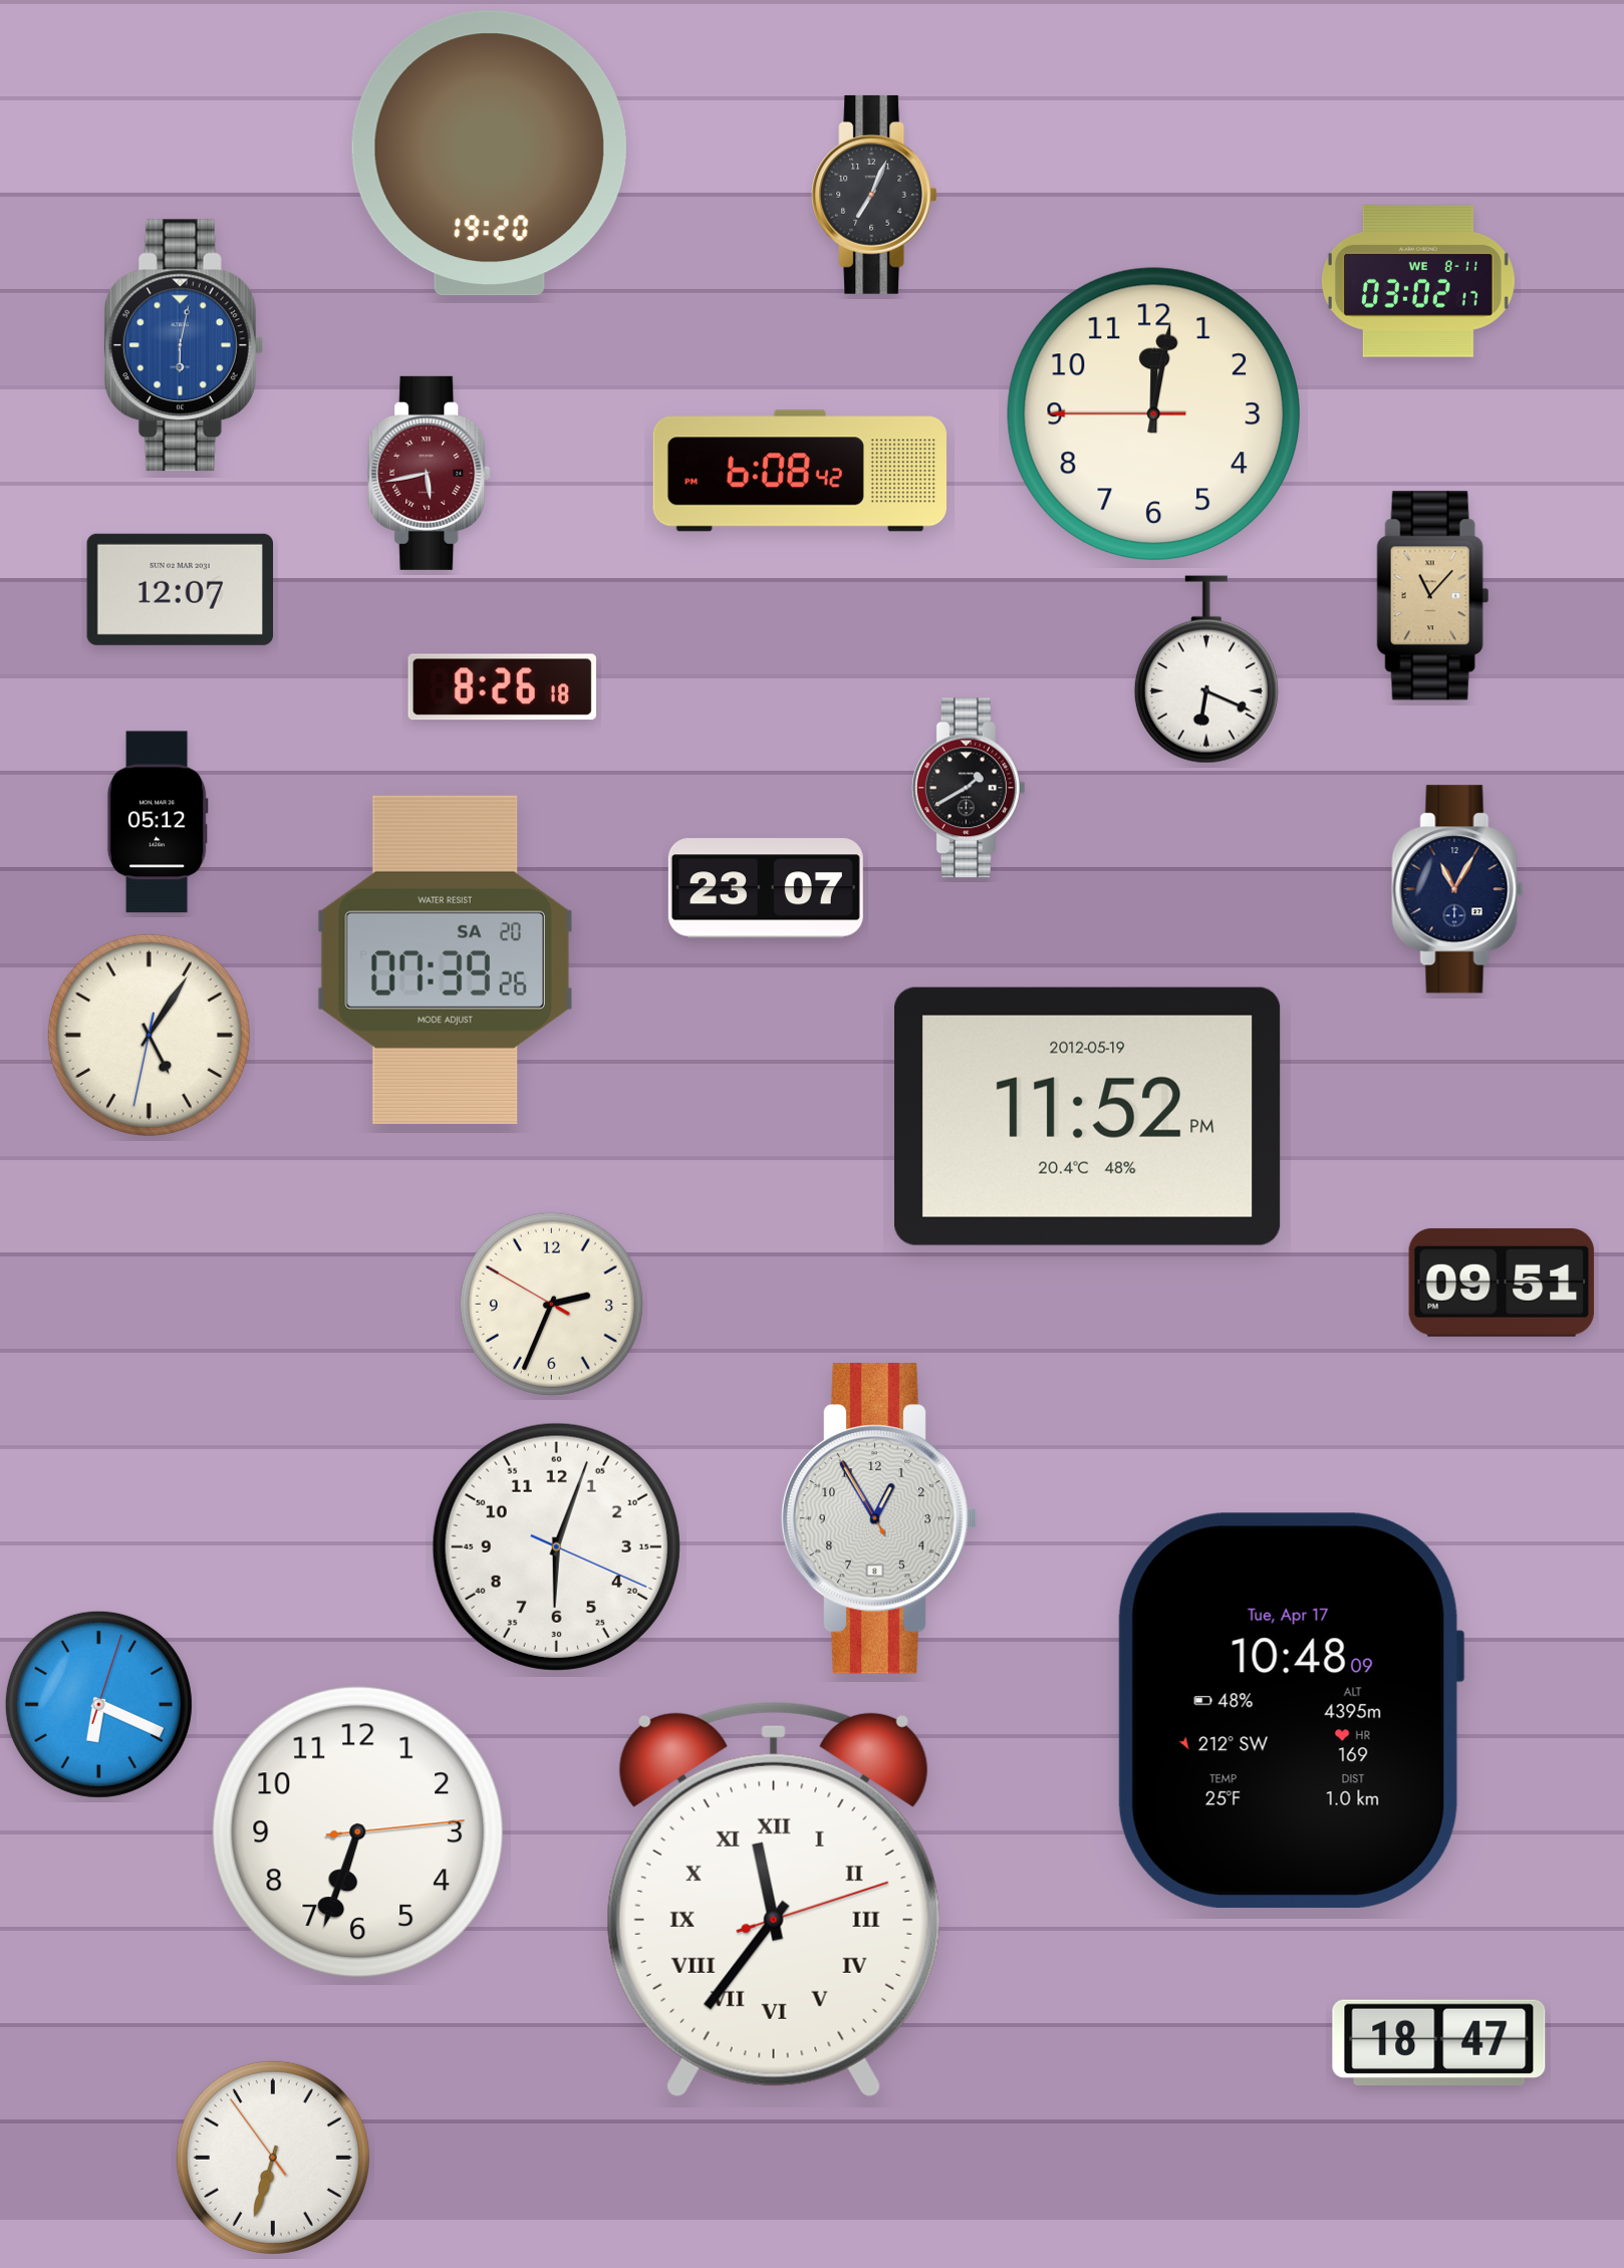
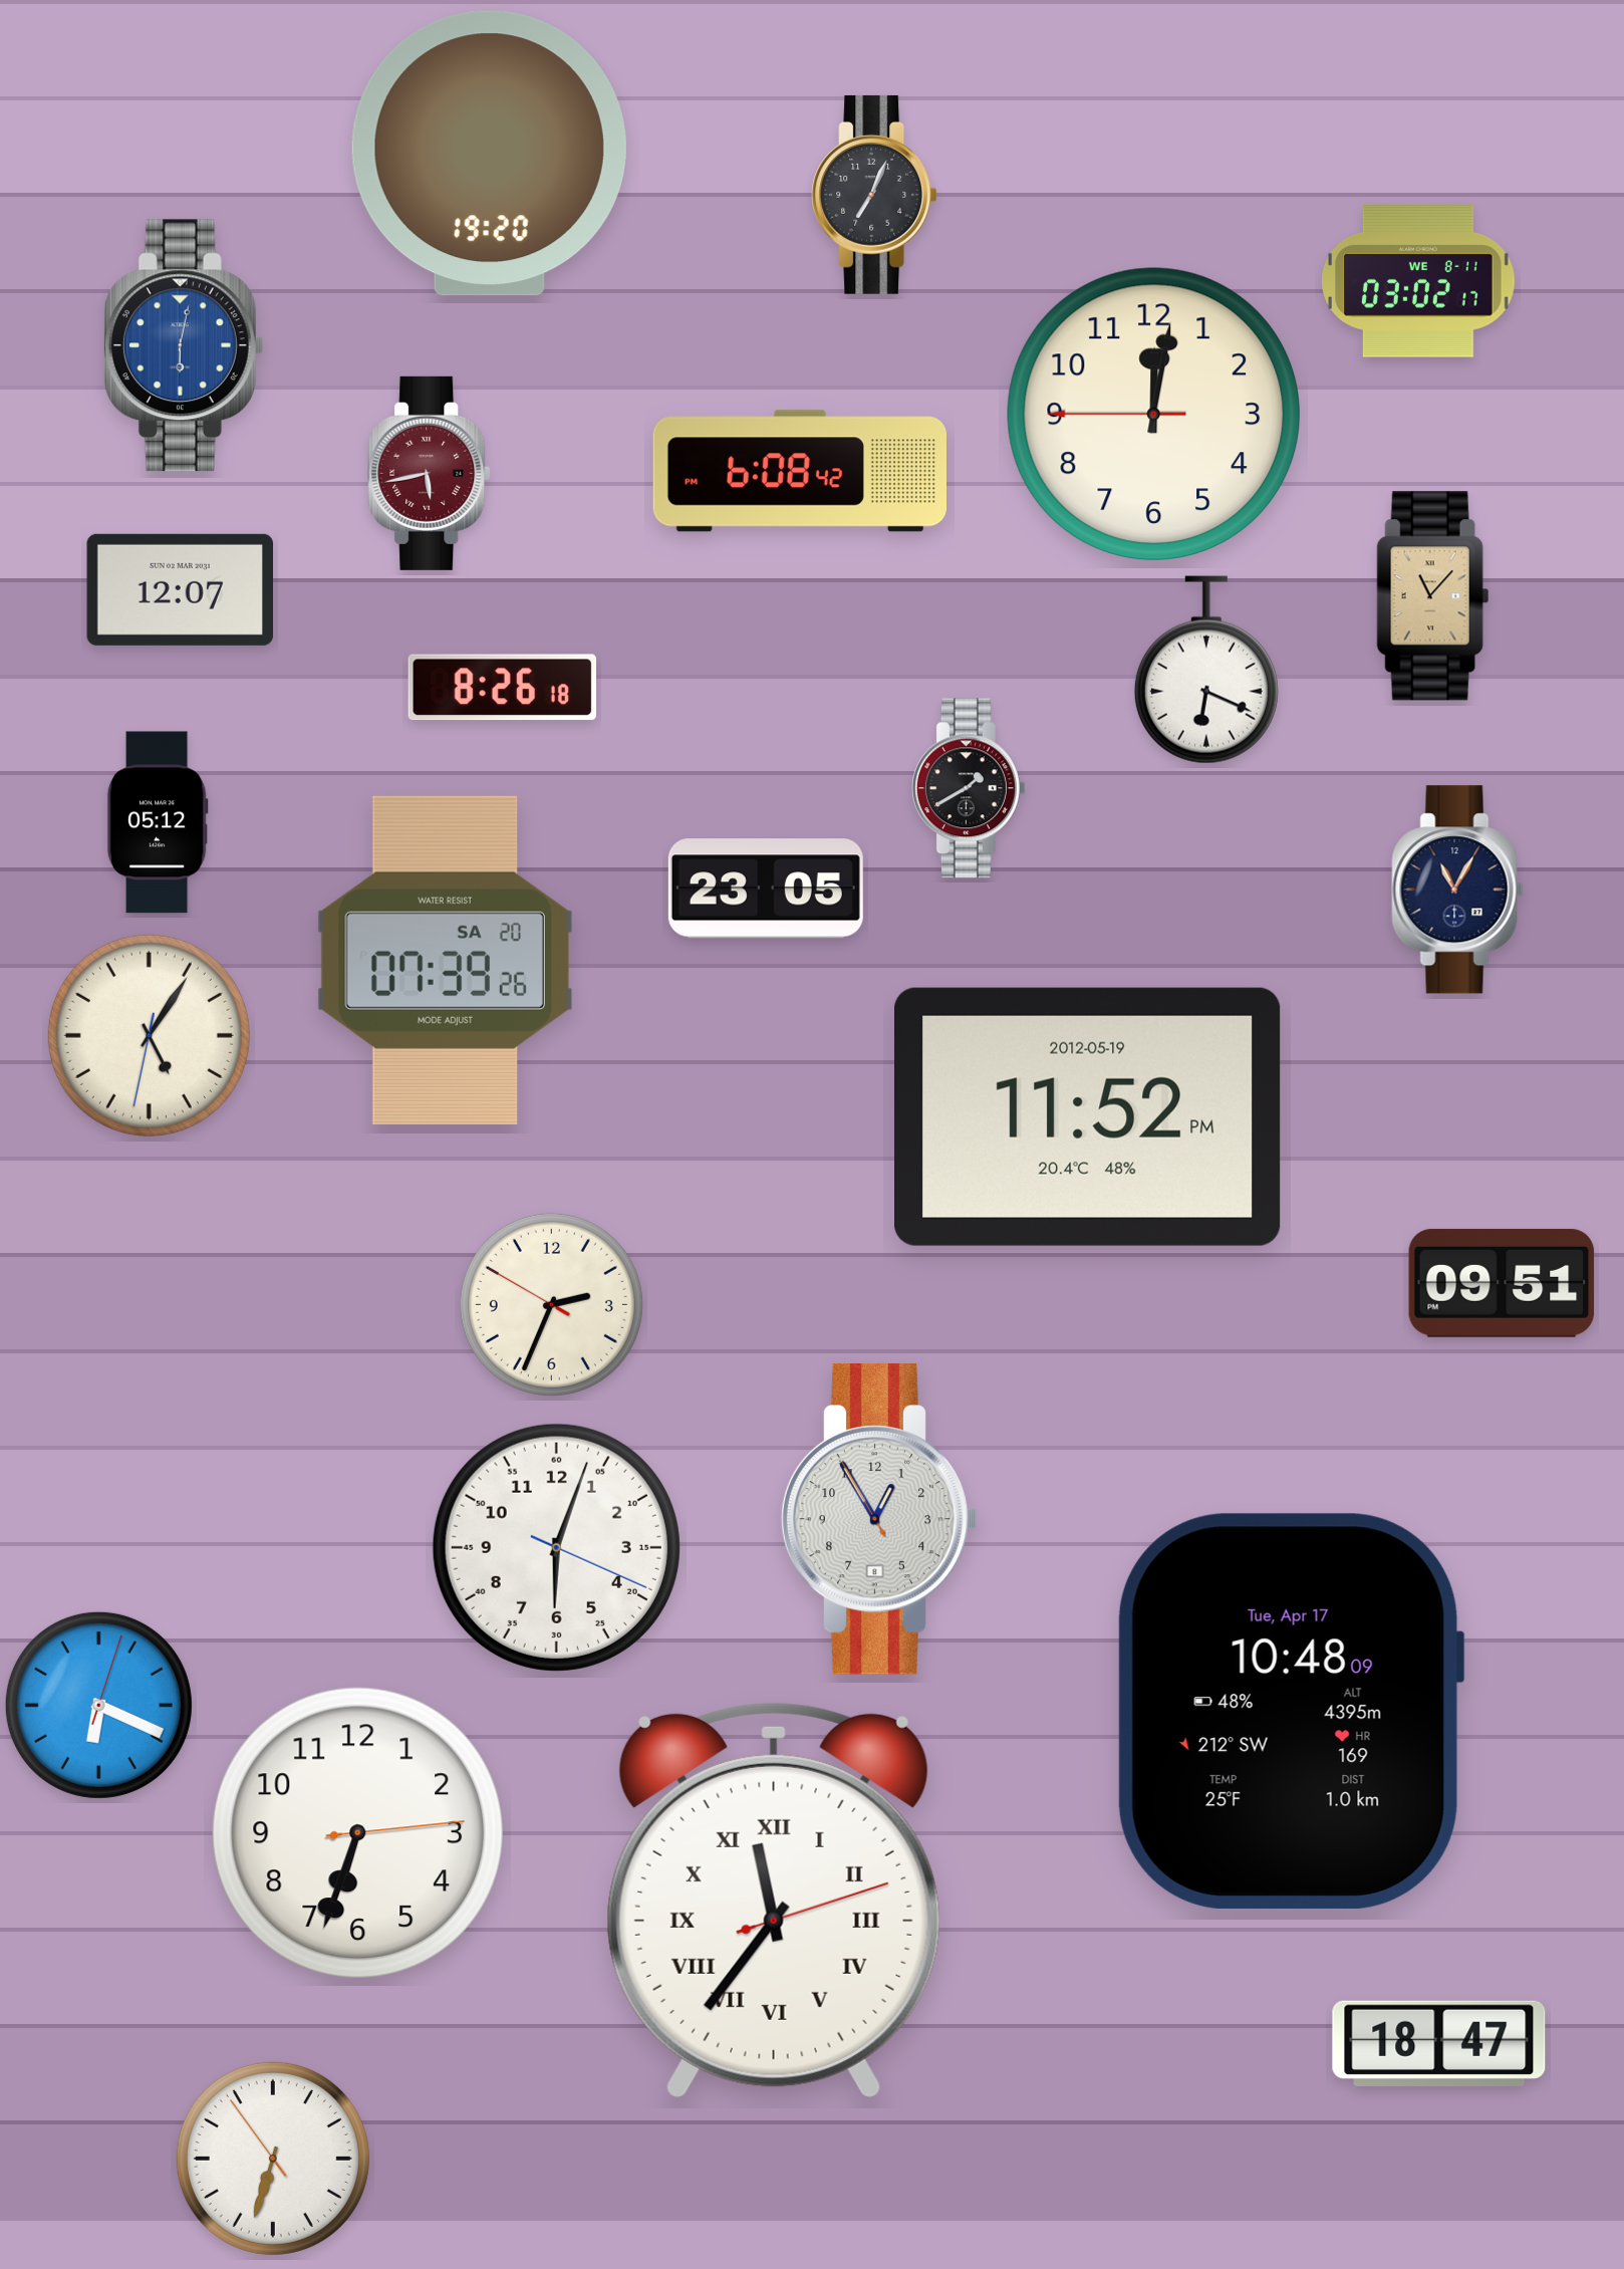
clock at (766, 888): 23:07 -> 23:05
